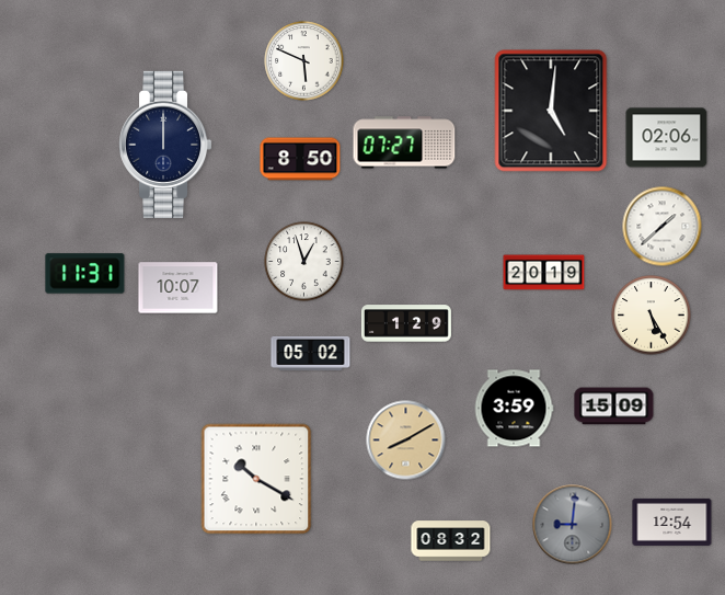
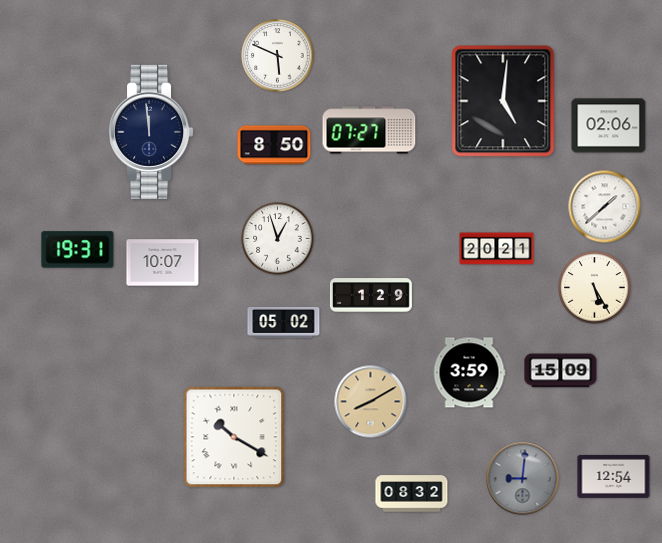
clock at (166, 145): 12:00 -> 11:59
clock at (544, 273): 20:19 -> 20:21
clock at (85, 274): 11:31 -> 19:31
